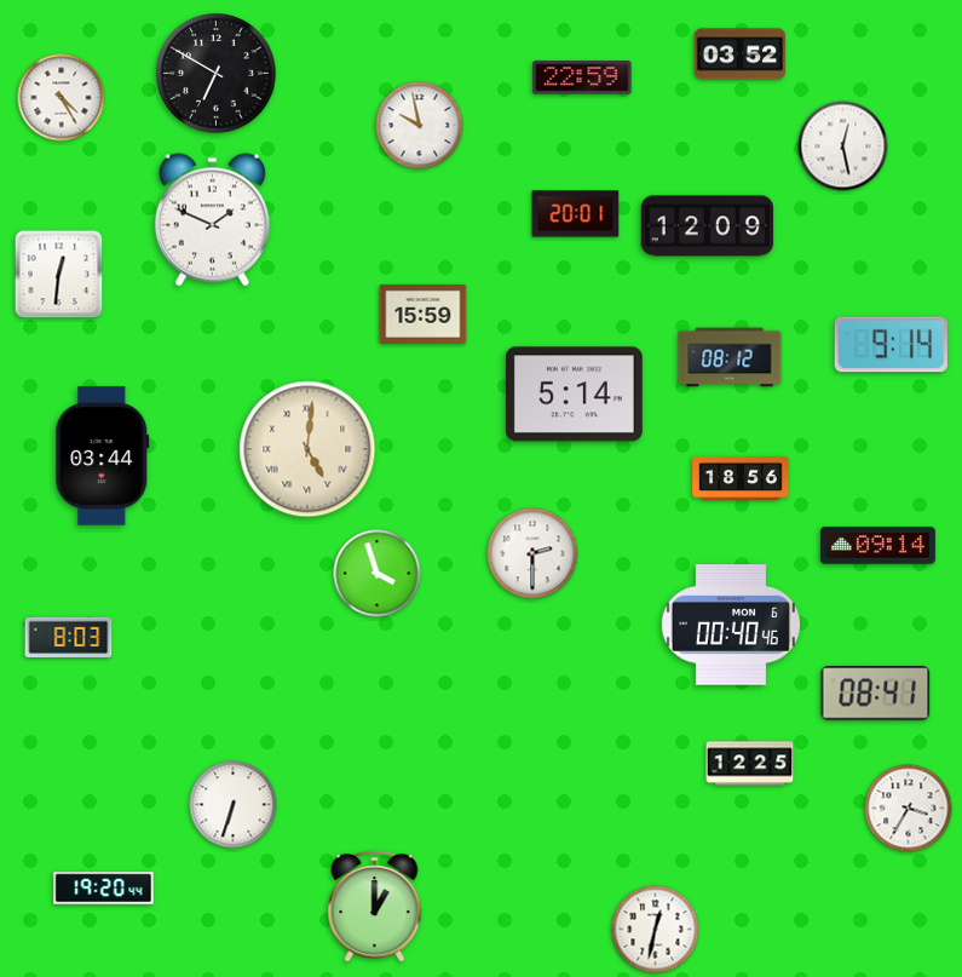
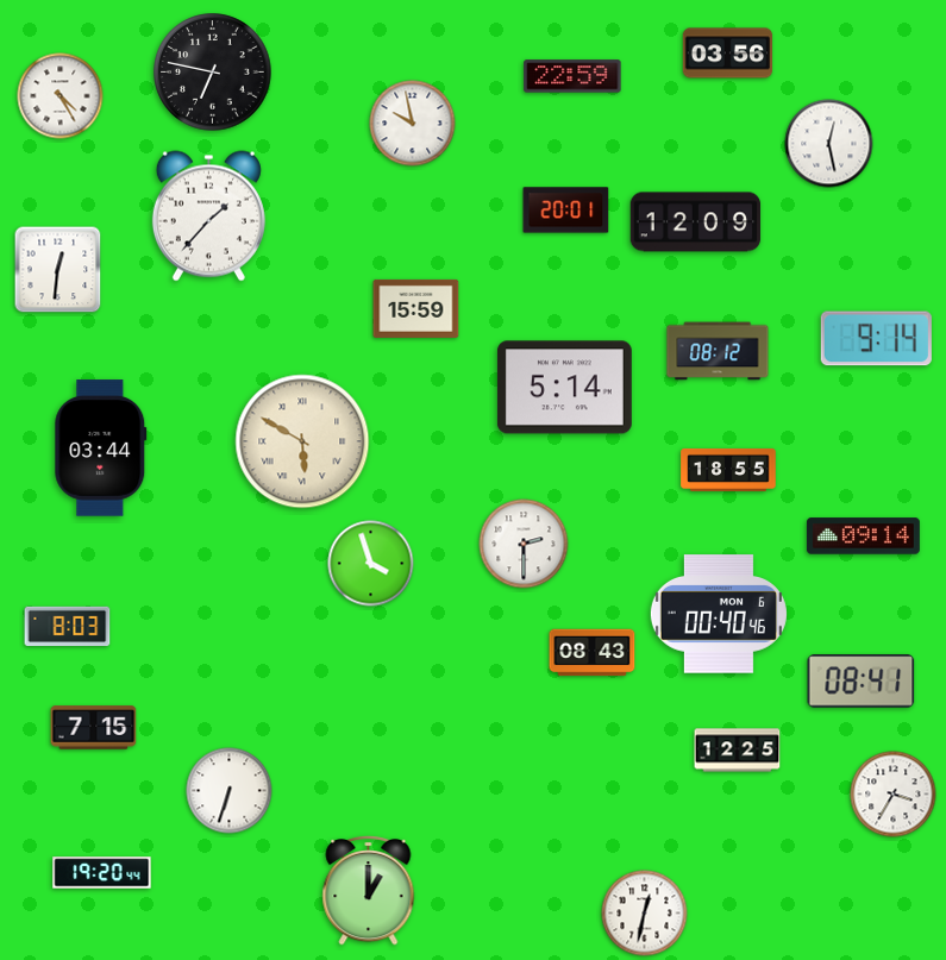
clock at (741, 54): 03:52 -> 03:56
clock at (217, 74): 6:50 -> 6:47
clock at (212, 220): 1:49 -> 1:37
clock at (307, 449): 5:01 -> 5:50
clock at (741, 478): 18:56 -> 18:55
clock at (593, 653): none -> 08:43
clock at (94, 728): none -> 7:15
